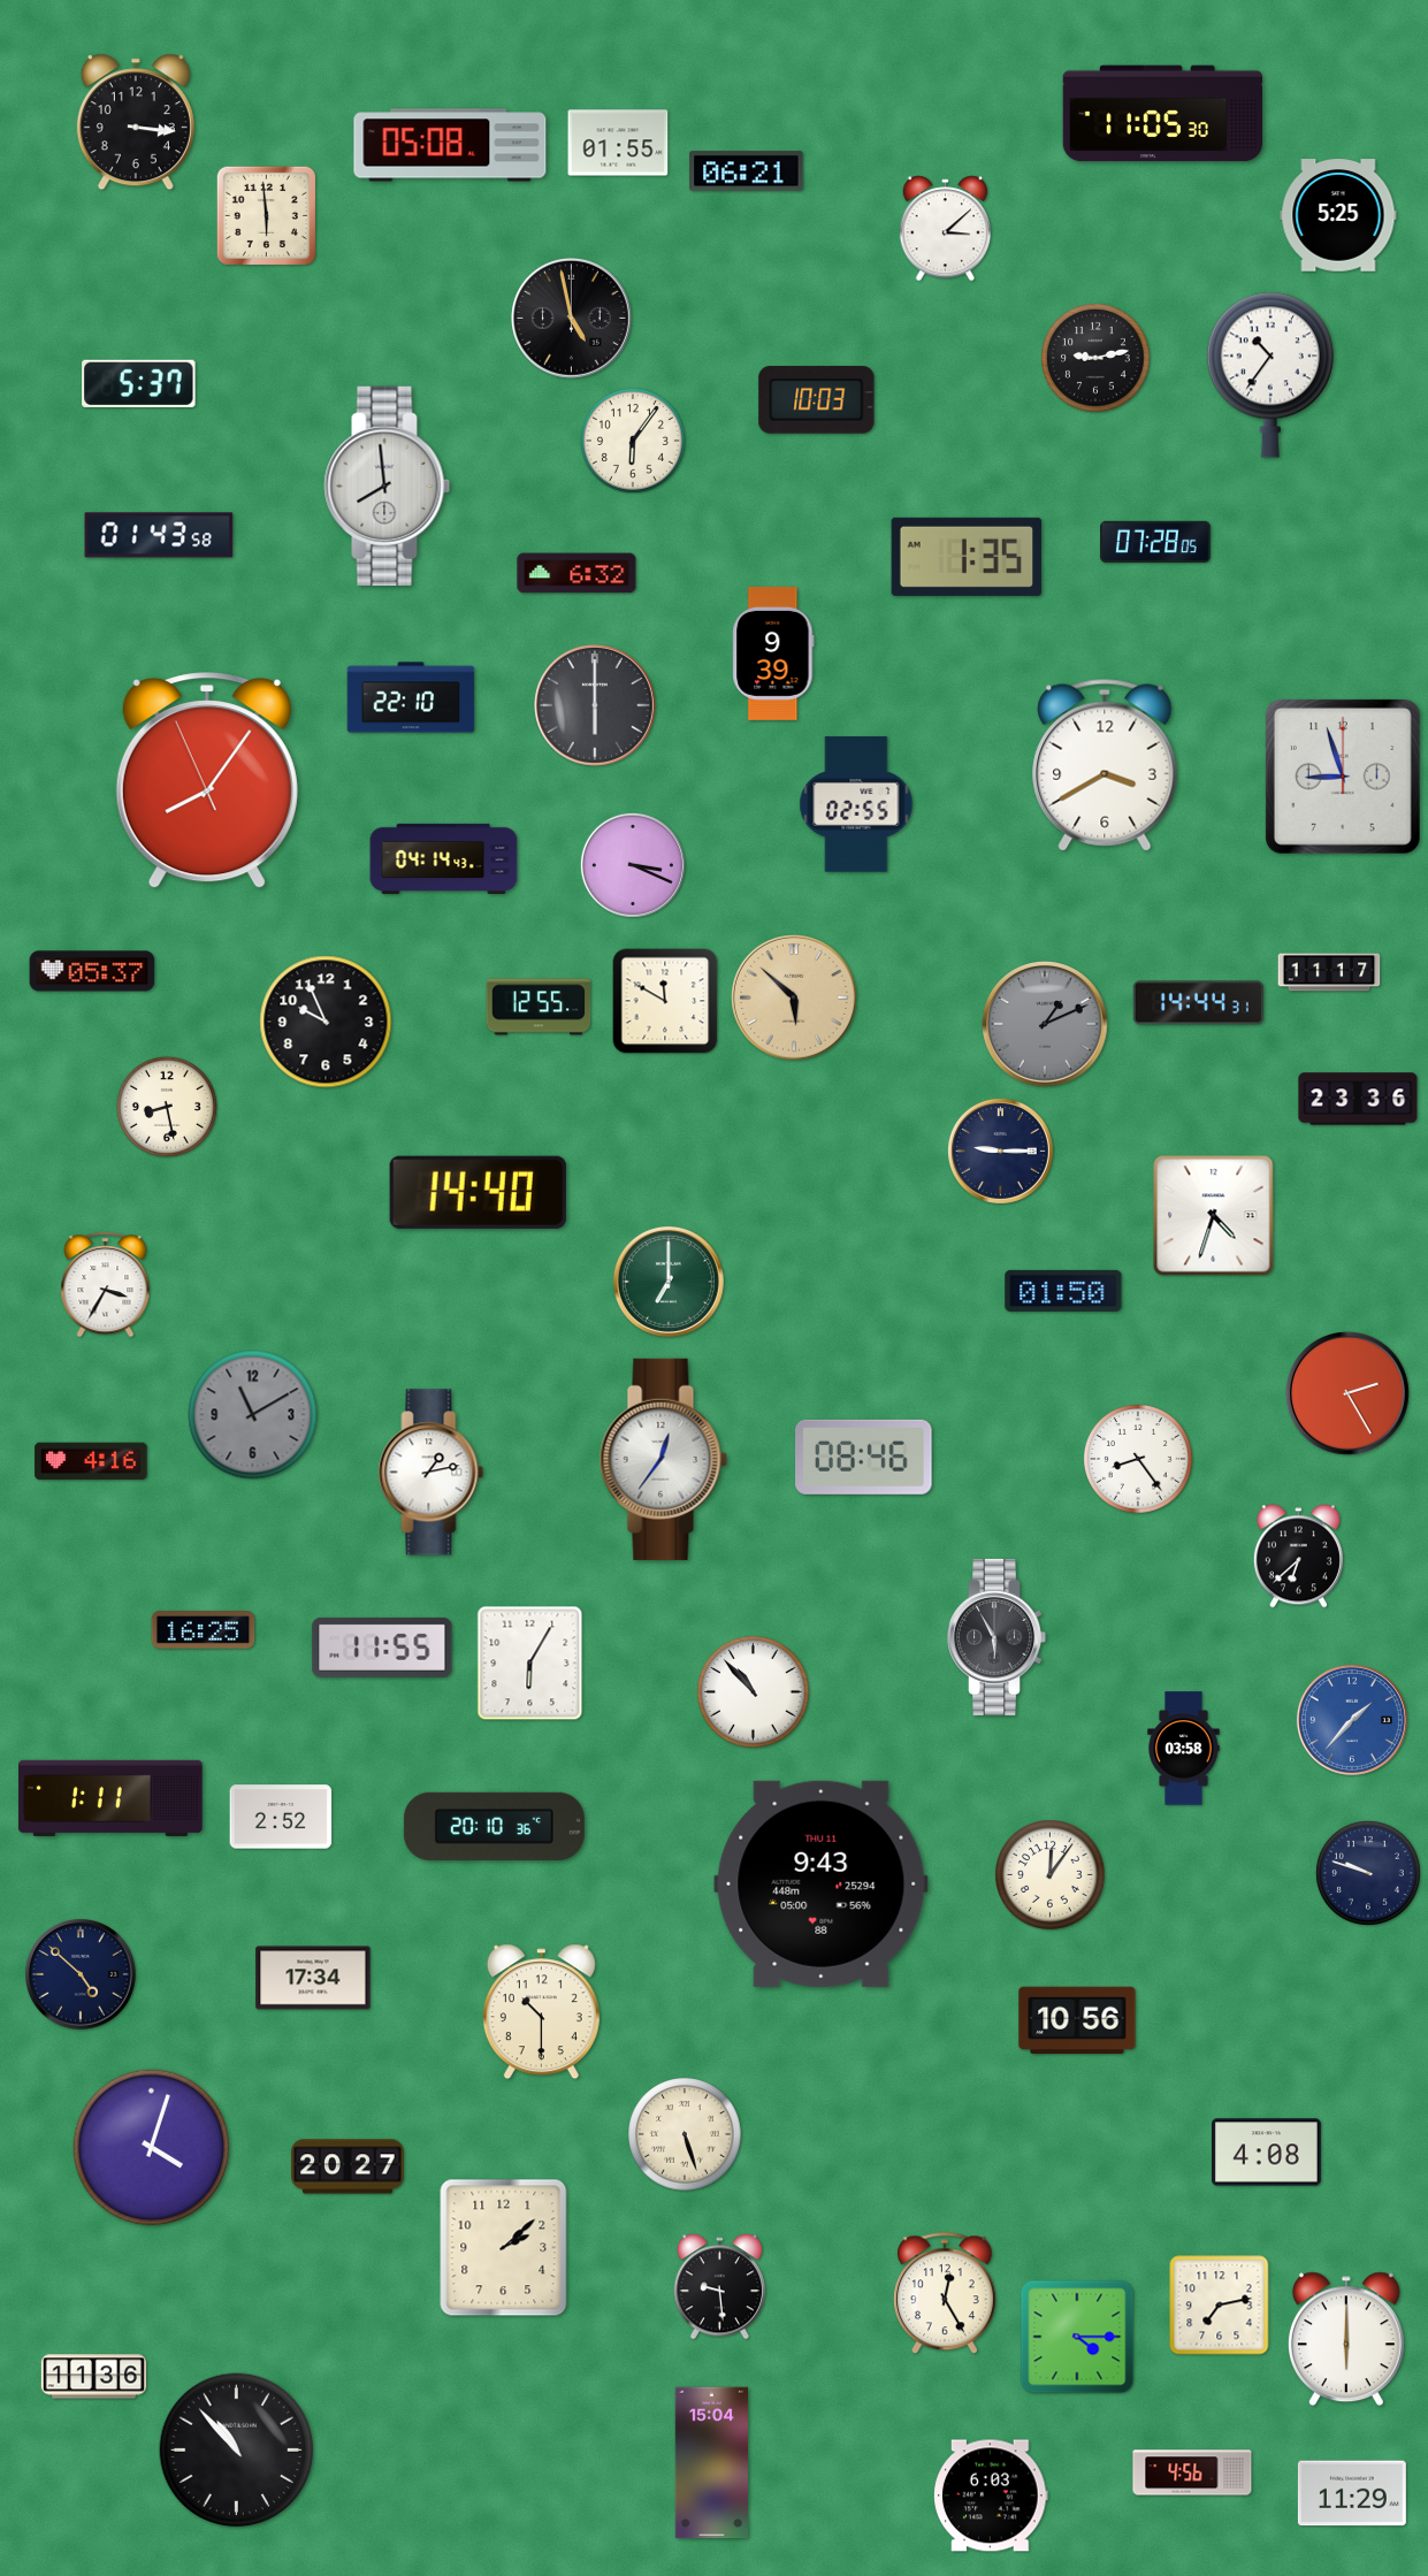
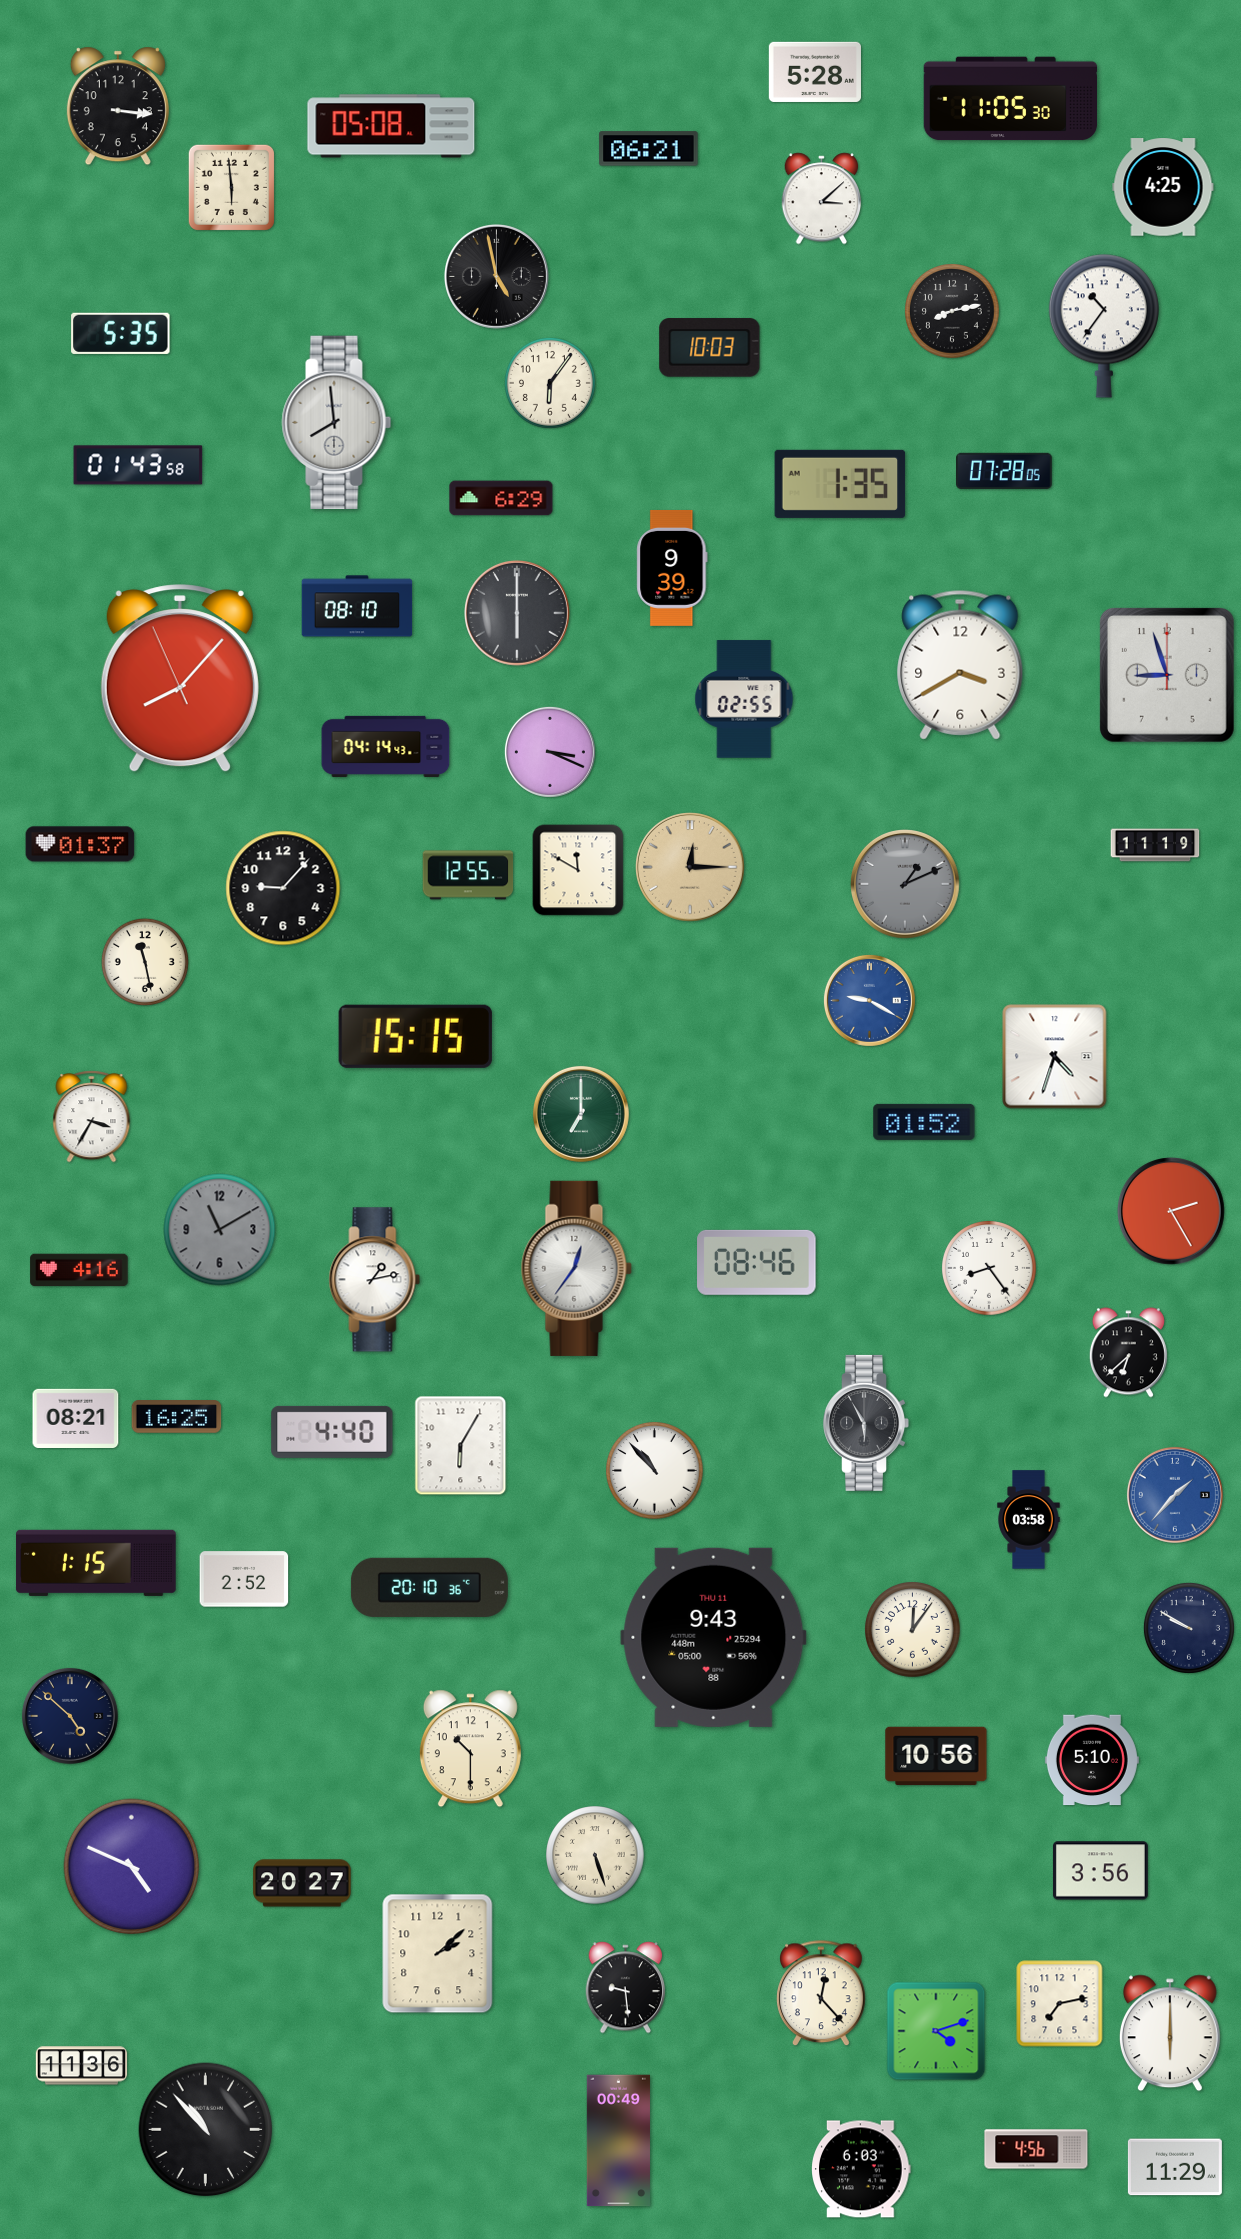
clock at (815, 72): none -> 5:28
clock at (618, 143): 01:55 -> none
clock at (1338, 215): 5:25 -> 4:25
clock at (1097, 359): 9:13 -> 8:13
clock at (139, 383): 5:37 -> 5:35
clock at (576, 573): 6:32 -> 6:29
clock at (411, 697): 22:10 -> 08:10
clock at (207, 781): 8:05 -> 8:06
clock at (92, 971): 05:37 -> 01:37
clock at (1329, 972): 11:17 -> 11:19
clock at (795, 999): 5:52 -> 12:15
clock at (1198, 1003): 14:44 -> none
clock at (326, 1022): 9:56 -> 9:07
clock at (1046, 1025) position: (1046, 1025) -> (906, 885)
clock at (1358, 1099): 23:36 -> none
clock at (167, 1107): 8:28 -> 11:28
clock at (1000, 1151): 9:15 -> 9:20
clock at (1000, 1151) dial: navy -> blue
clock at (478, 1192): 14:40 -> 15:15
clock at (1063, 1291): 01:50 -> 01:52
clock at (864, 1457) position: (864, 1457) -> (757, 1262)
clock at (76, 1418): none -> 08:21
clock at (382, 1648): 11:55 -> 4:40
clock at (110, 1798): 1:11 -> 1:15
clock at (1368, 1873): 9:48 -> 9:50
clock at (313, 1978): 17:34 -> none
clock at (1092, 1760): none -> 5:10
clock at (152, 2148): 4:03 -> 4:49
clock at (1266, 2153): 4:08 -> 3:56
clock at (946, 2294): 12:25 -> 12:23
clock at (1077, 2337): 4:15 -> 4:12
clock at (711, 2463): 15:04 -> 00:49
